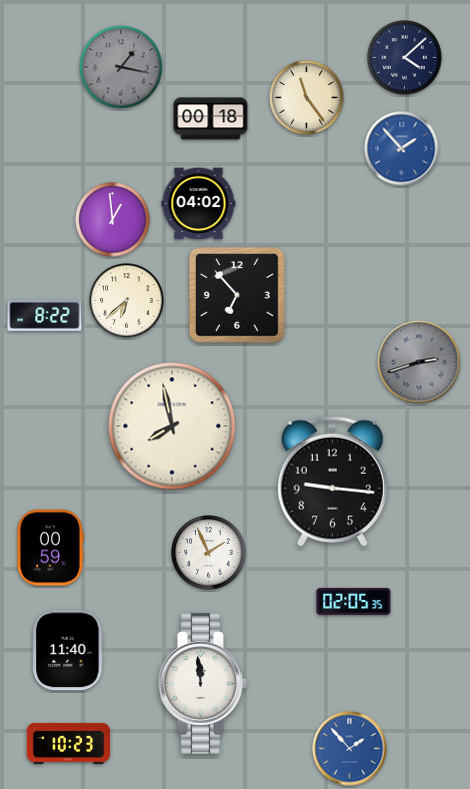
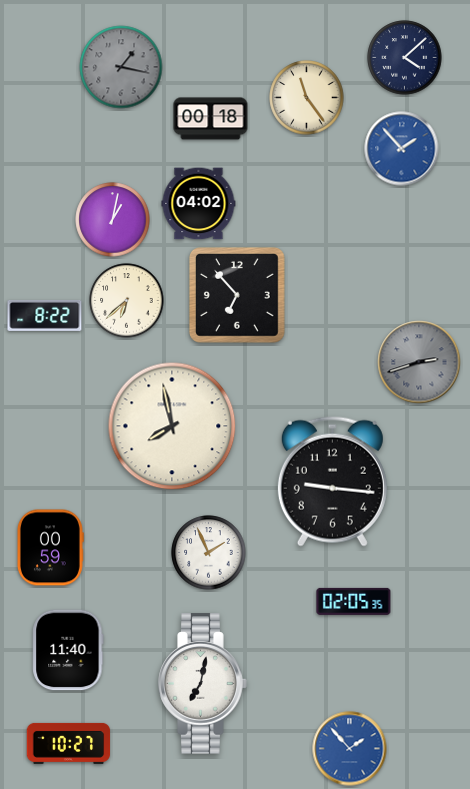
clock at (113, 220): 12:59 -> 1:02
clock at (203, 684): 11:59 -> 7:02
clock at (69, 743): 10:23 -> 10:27
